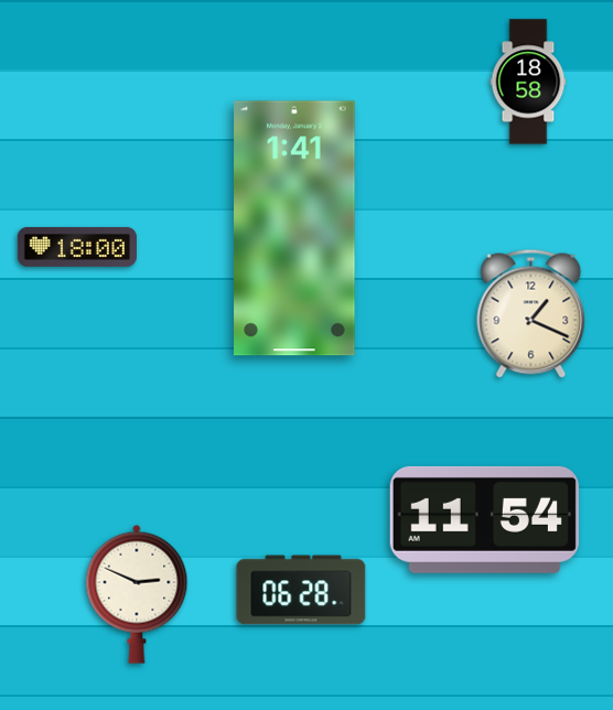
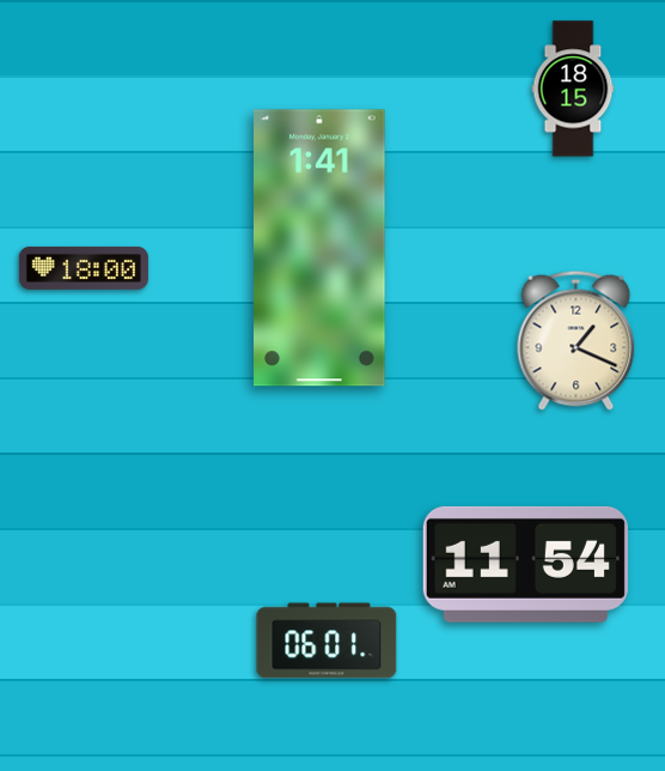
clock at (528, 82): 18:58 -> 18:15
clock at (301, 590): 06:28 -> 06:01
clock at (137, 594): 2:49 -> none
